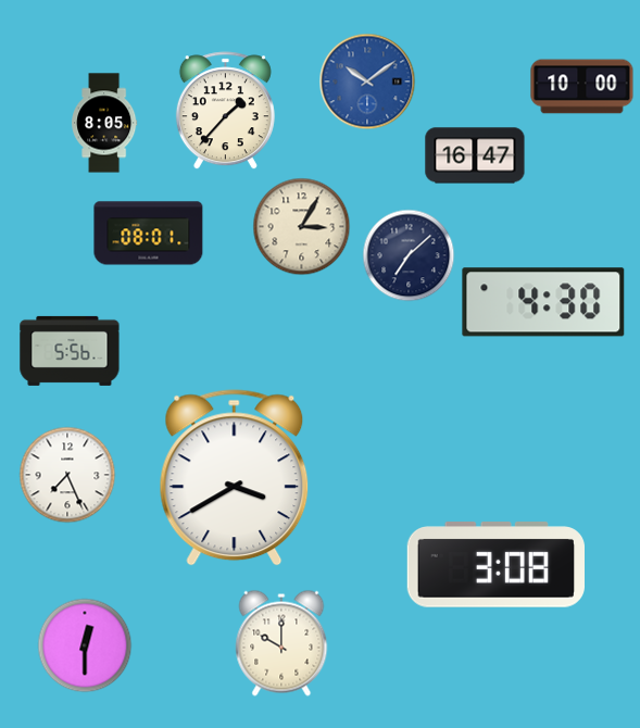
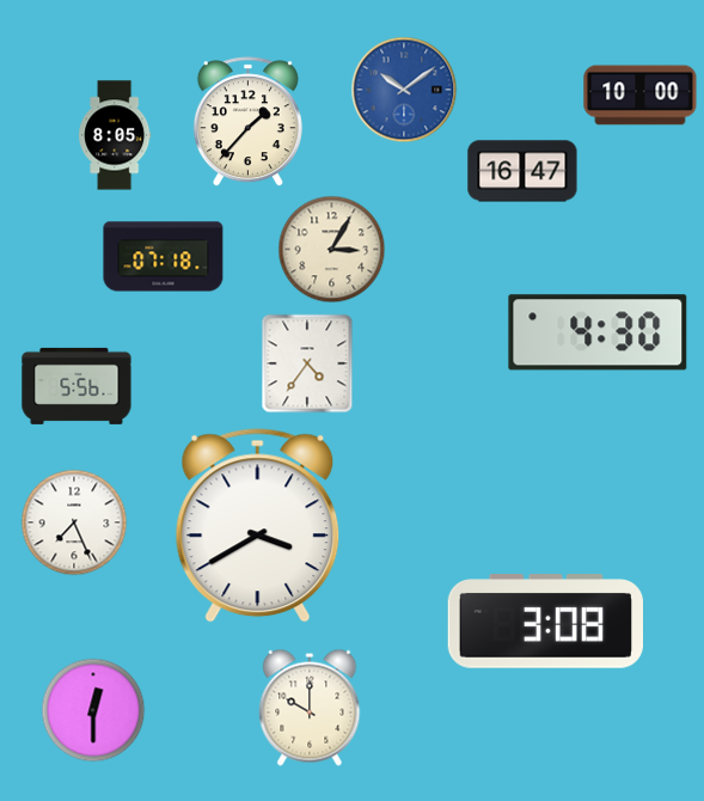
clock at (149, 234): 08:01 -> 07:18
clock at (409, 255): 7:08 -> none
clock at (307, 363): none -> 4:36
